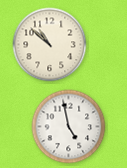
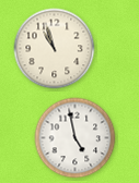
clock at (50, 45): 10:52 -> 10:57
